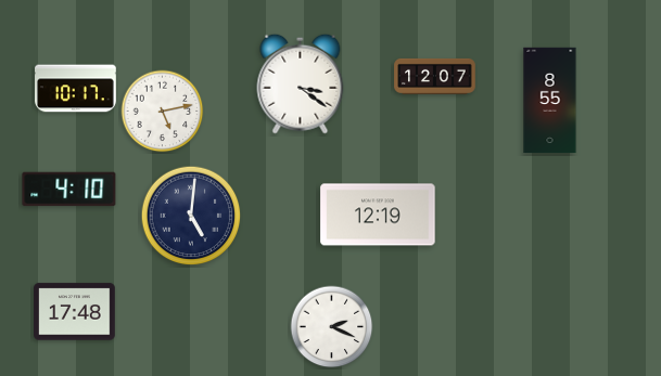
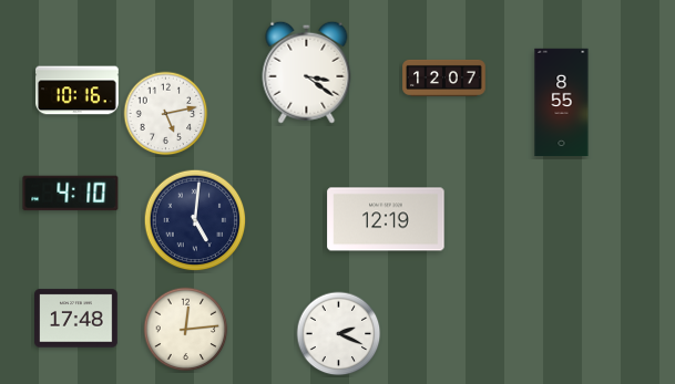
clock at (301, 83) position: (301, 83) -> (307, 72)
clock at (76, 89): 10:17 -> 10:16
clock at (186, 330): none -> 12:14
